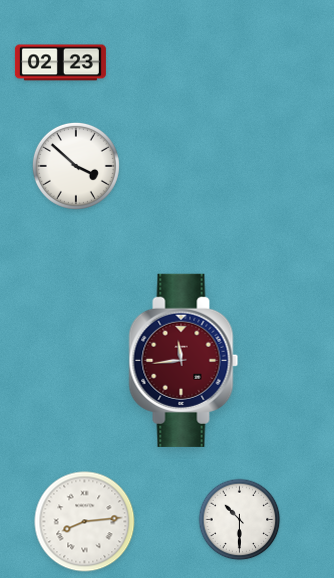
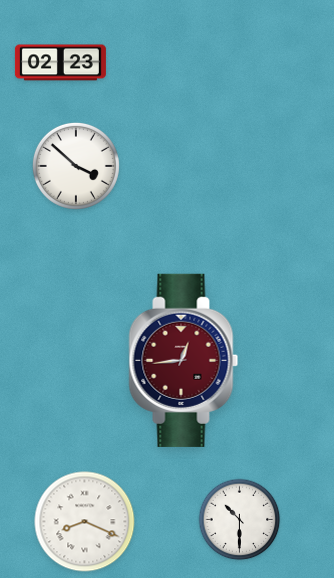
clock at (184, 360): 11:44 -> 12:44
clock at (85, 522): 8:14 -> 8:19
